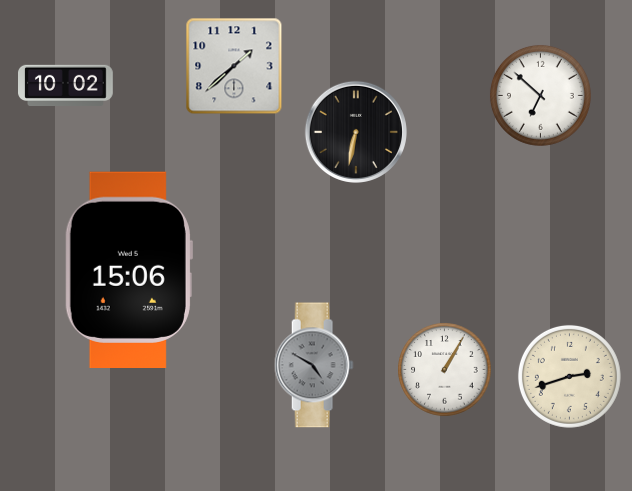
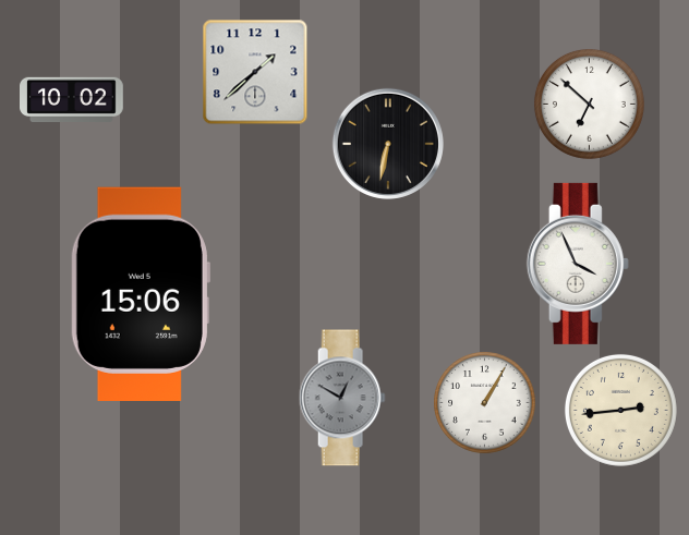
clock at (66, 85) position: (66, 85) -> (72, 99)
clock at (578, 264): none -> 3:56
clock at (314, 365): 4:50 -> 12:50
clock at (569, 376): 2:42 -> 2:44
